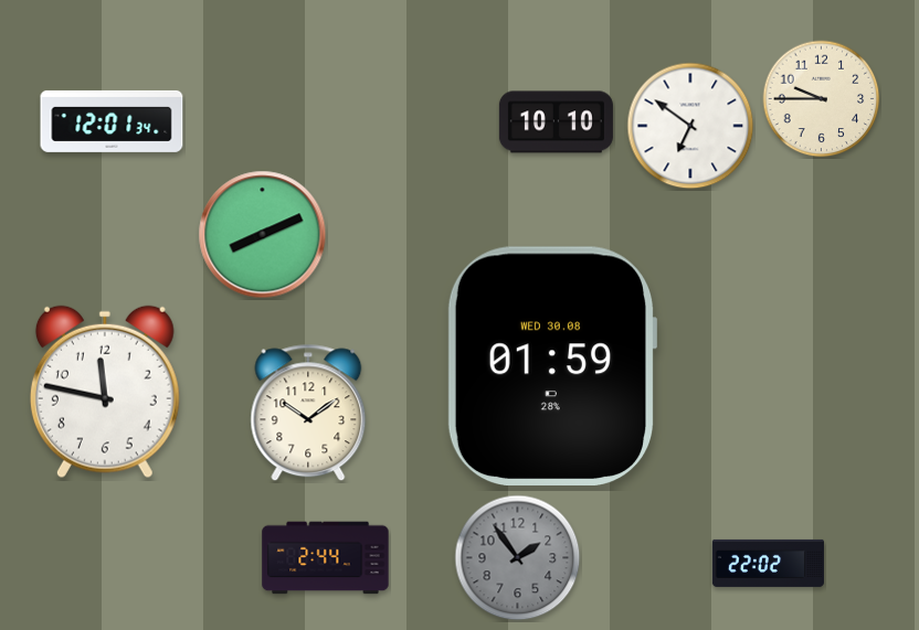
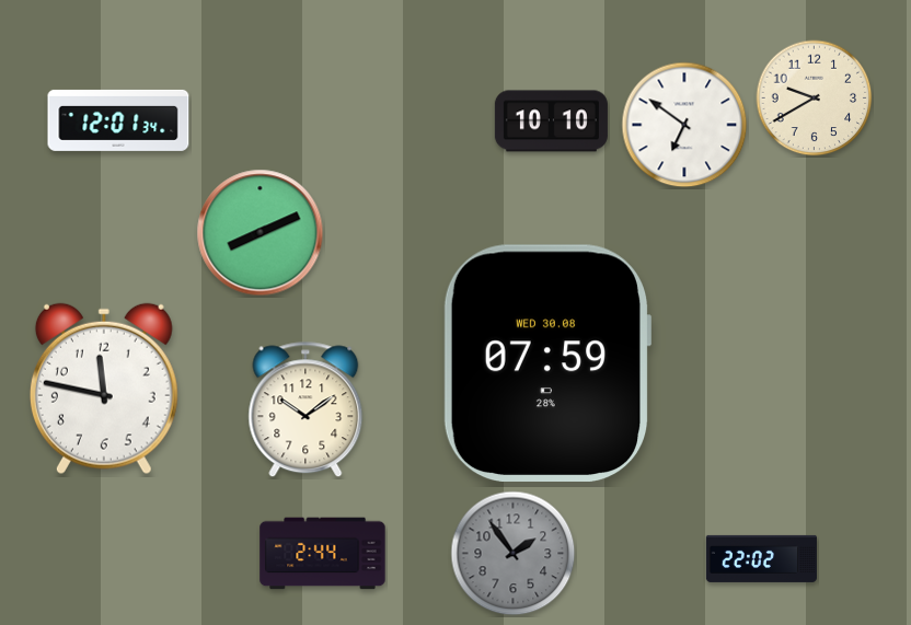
clock at (822, 99): 9:45 -> 9:40
clock at (112, 121) position: (112, 121) -> (118, 120)
clock at (552, 365): 01:59 -> 07:59
